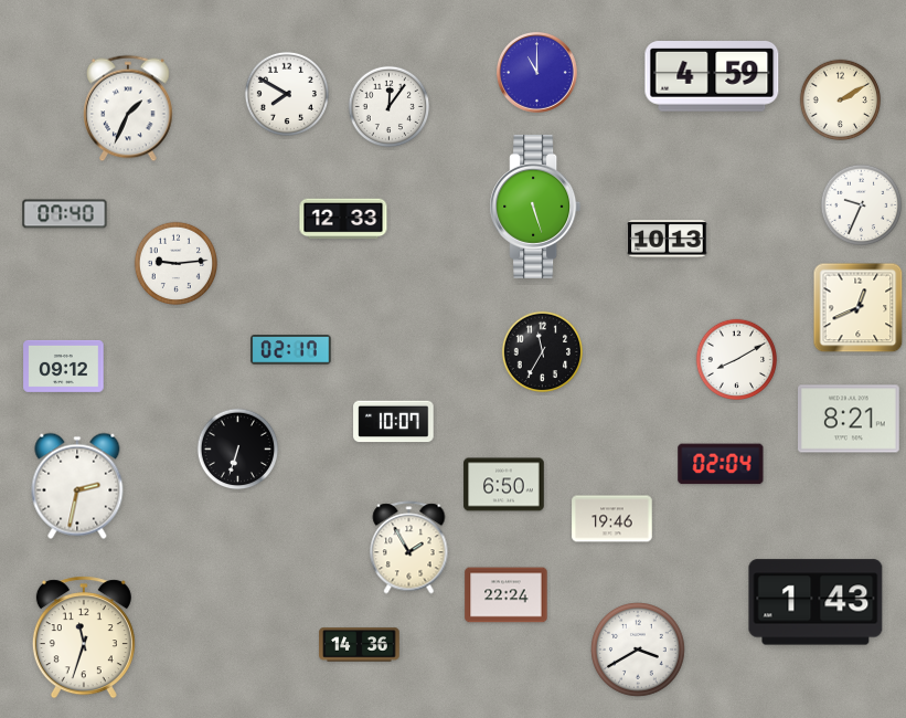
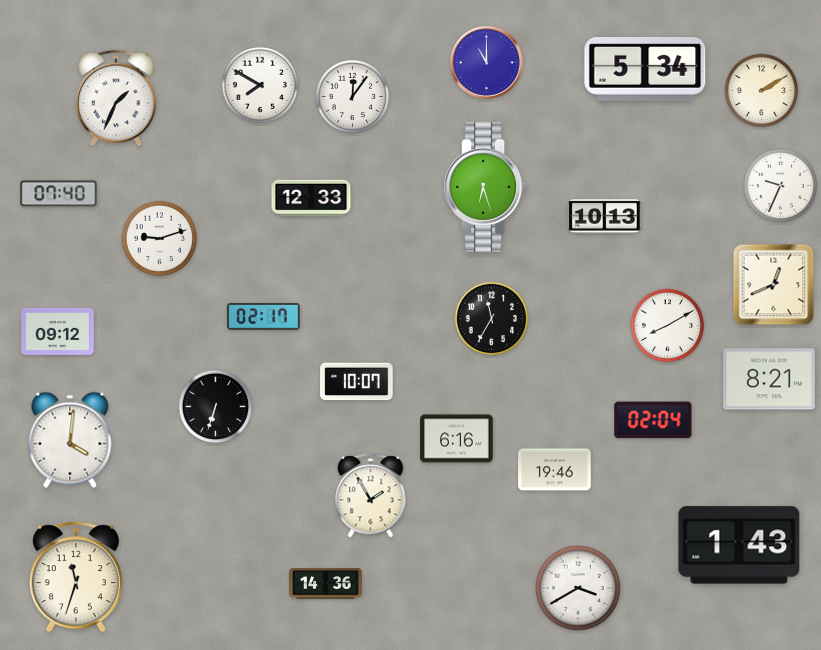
clock at (537, 73) position: (537, 73) -> (487, 63)
clock at (712, 77): 4:59 -> 5:34
clock at (535, 207): 5:27 -> 6:27
clock at (175, 263): 9:14 -> 9:12
clock at (859, 308) position: (859, 308) -> (774, 285)
clock at (504, 485): 6:50 -> 6:16
clock at (77, 486): 2:32 -> 4:01
clock at (507, 595): 22:24 -> none
